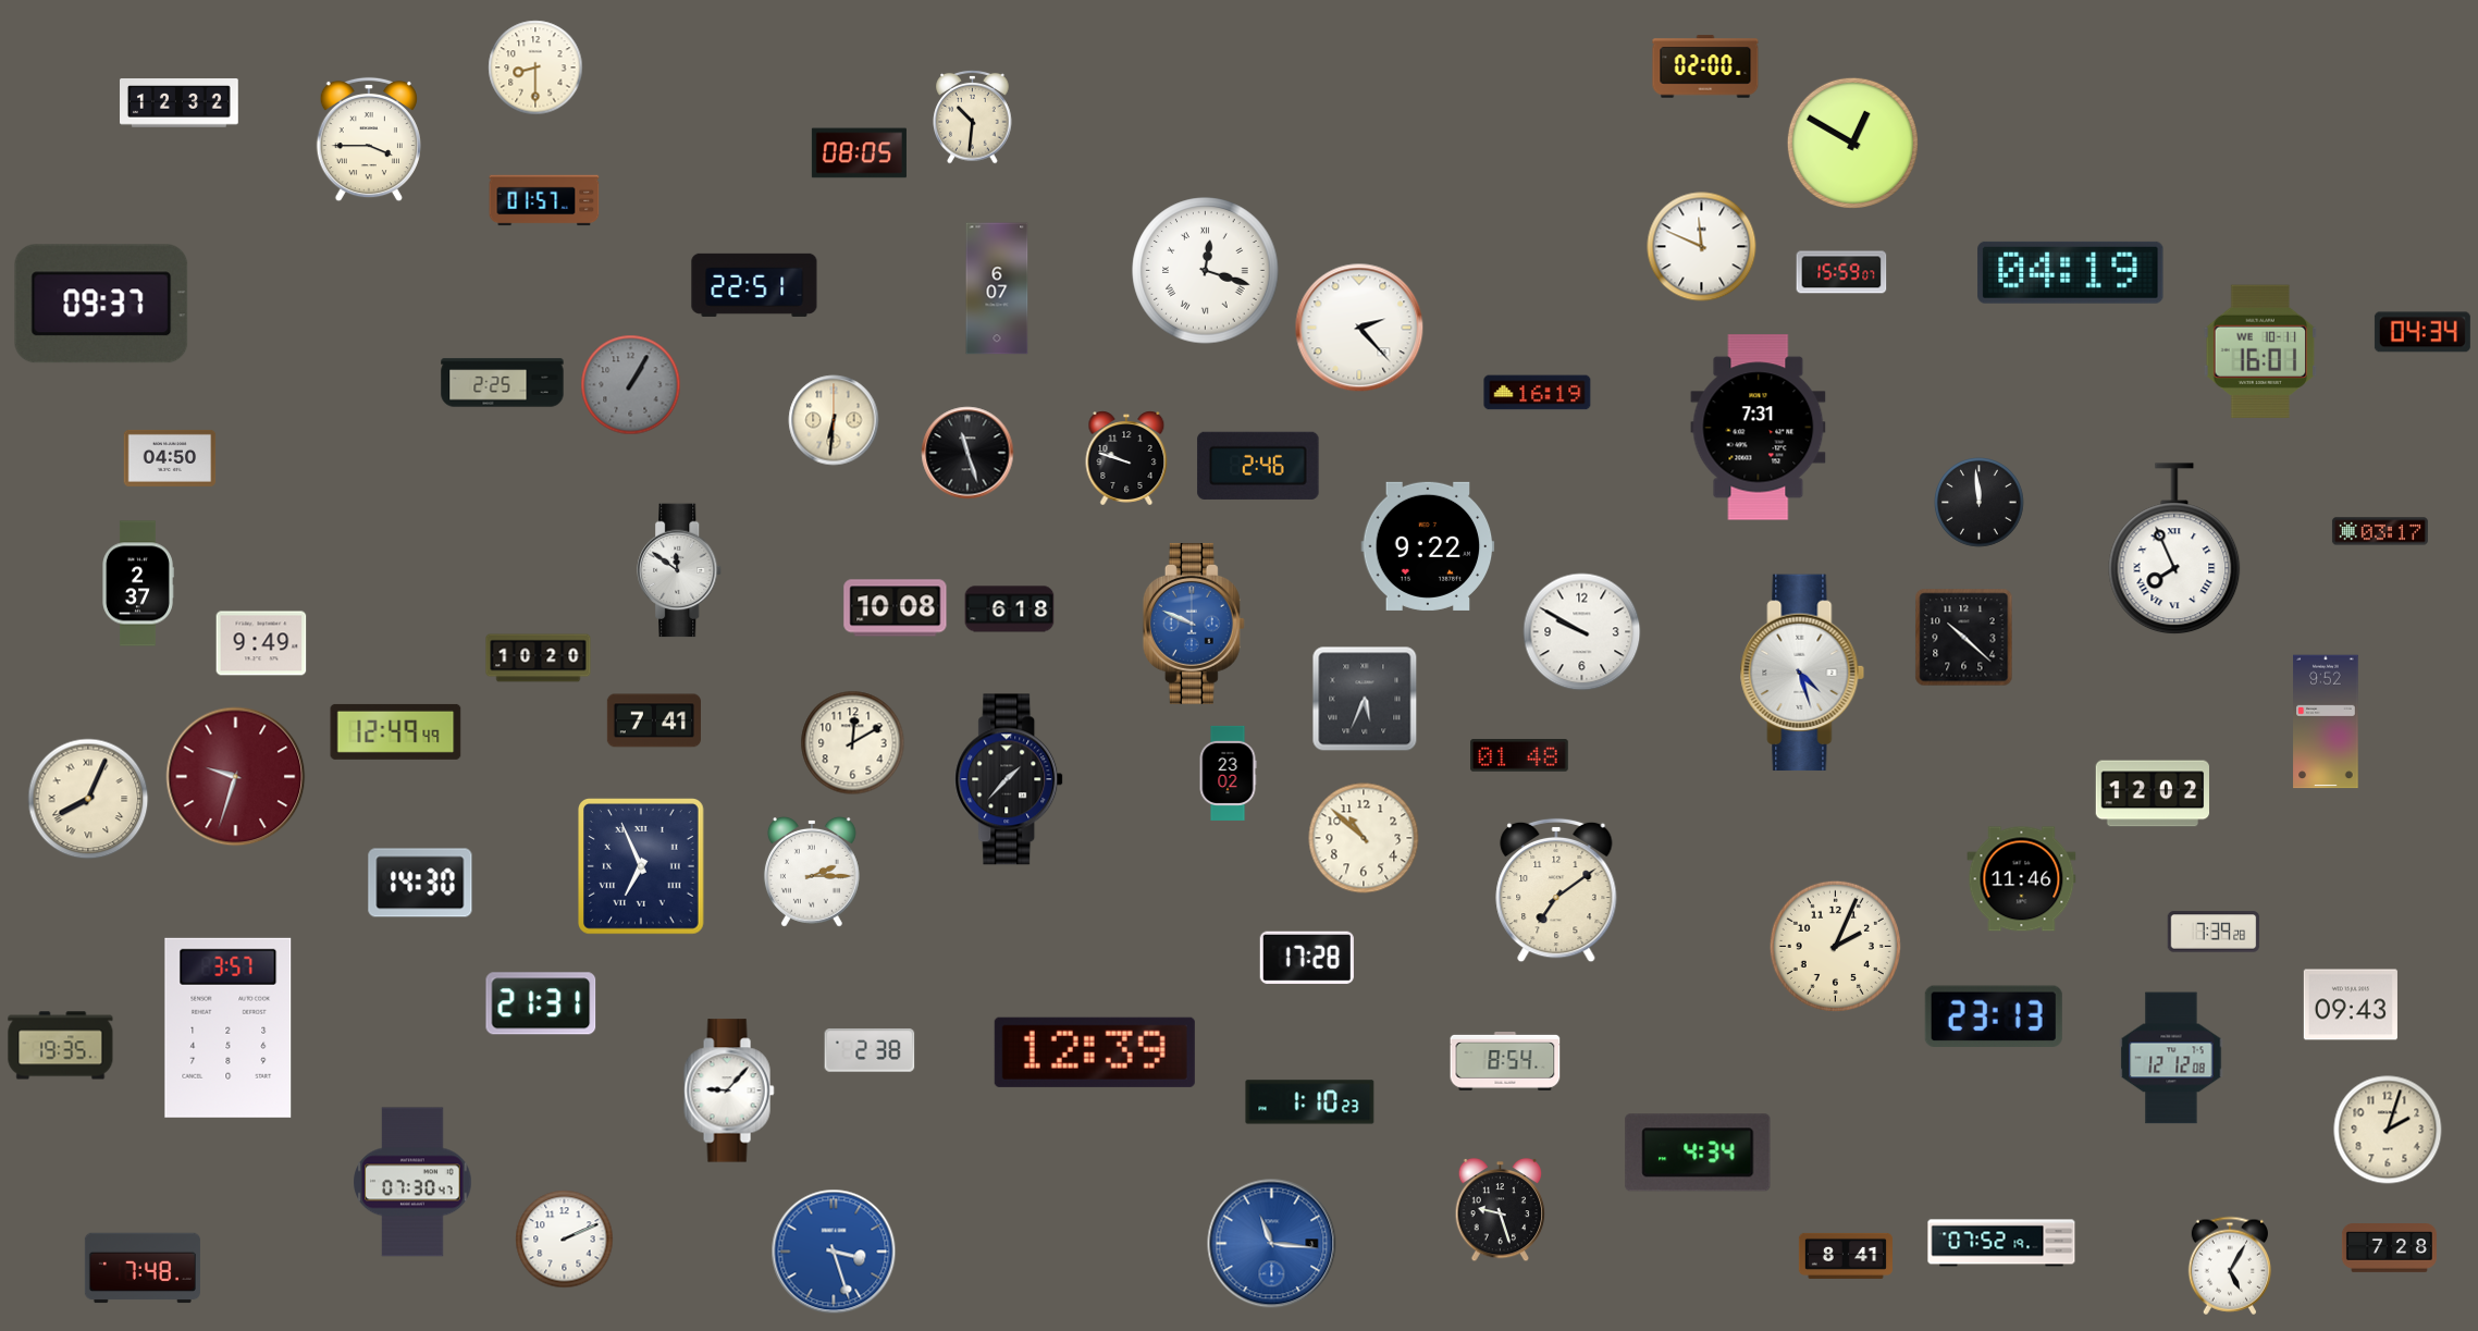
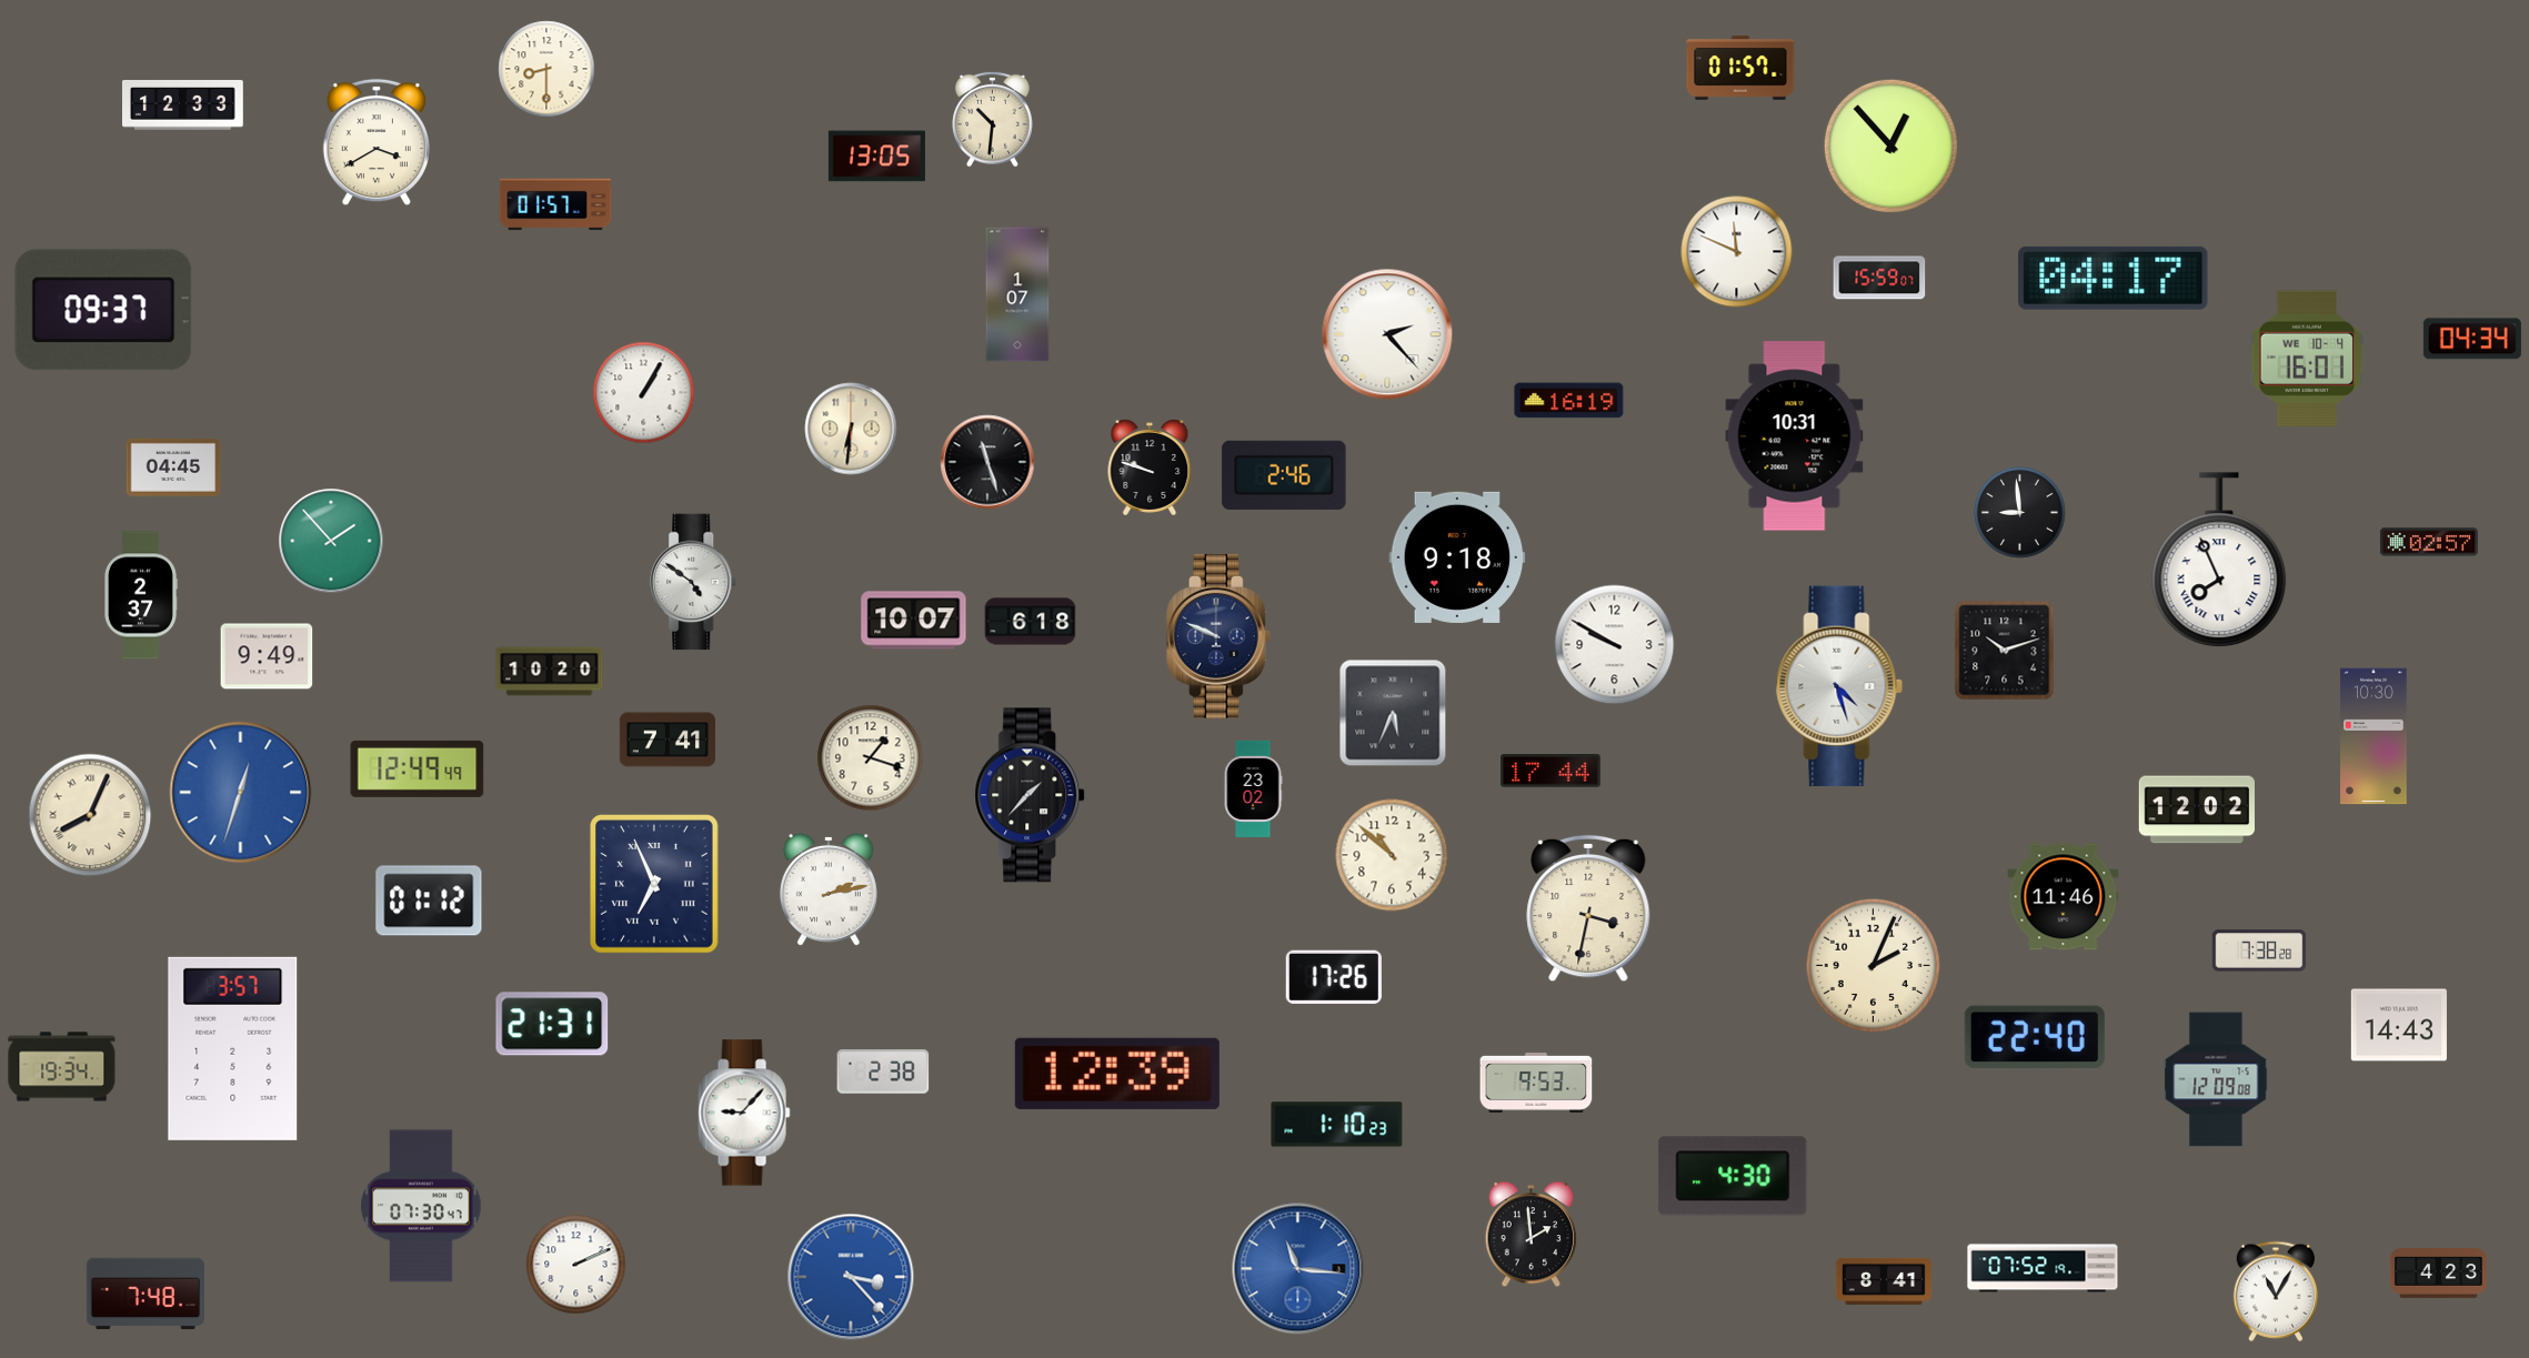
clock at (1705, 66): 02:00 -> 01:57
clock at (180, 103): 12:32 -> 12:33
clock at (369, 139): 3:45 -> 3:40
clock at (1852, 143): 12:50 -> 12:53
clock at (859, 153): 08:05 -> 13:05
clock at (1206, 271): 12:18 -> none
clock at (2071, 272): 04:19 -> 04:17
clock at (754, 285): 22:51 -> none
clock at (997, 288): 6:07 -> 1:07
clock at (2260, 352) date: WE 10-11 -> WE 10-4
clock at (503, 383): 2:25 -> none
clock at (631, 385) dial: grey -> white
clock at (1759, 428): 7:31 -> 10:31
clock at (170, 458): 04:50 -> 04:45
clock at (1980, 503): 11:59 -> 8:59
clock at (331, 541): none -> 1:53
clock at (2380, 531): 03:17 -> 02:57
clock at (1428, 546): 9:22 -> 9:18
clock at (680, 570): 11:51 -> 4:51
clock at (896, 608): 10:08 -> 10:07
clock at (1194, 624) dial: blue -> navy
clock at (1964, 638): 10:22 -> 10:12
clock at (654, 720) position: (654, 720) -> (668, 740)
clock at (2326, 722): 9:52 -> 10:30
clock at (396, 731) position: (396, 731) -> (418, 768)
clock at (853, 743): 12:10 -> 1:18
clock at (1519, 755): 01:48 -> 17:44
clock at (236, 777): 9:33 -> 12:33
clock at (236, 777) dial: burgundy -> blue
clock at (812, 872): 2:15 -> 2:13
clock at (420, 883): 14:30 -> 01:12
clock at (1556, 890): 7:09 -> 3:32
clock at (2214, 932): 7:39 -> 7:38
clock at (1307, 958): 17:28 -> 17:26
clock at (2351, 1005): 09:43 -> 14:43
clock at (1994, 1016): 23:13 -> 22:40
clock at (61, 1046): 19:35 -> 19:34
clock at (870, 1050) position: (870, 1050) -> (883, 1072)
clock at (2171, 1058): 12:12 -> 12:09
clock at (1505, 1061): 8:54 -> 9:53
clock at (2388, 1130): 2:03 -> none
clock at (1698, 1153): 4:34 -> 4:30
clock at (1501, 1210): 9:27 -> 1:59
clock at (2389, 1248): 7:28 -> 4:23
clock at (834, 1252): 3:27 -> 3:23
clock at (2229, 1266): 5:05 -> 11:05
